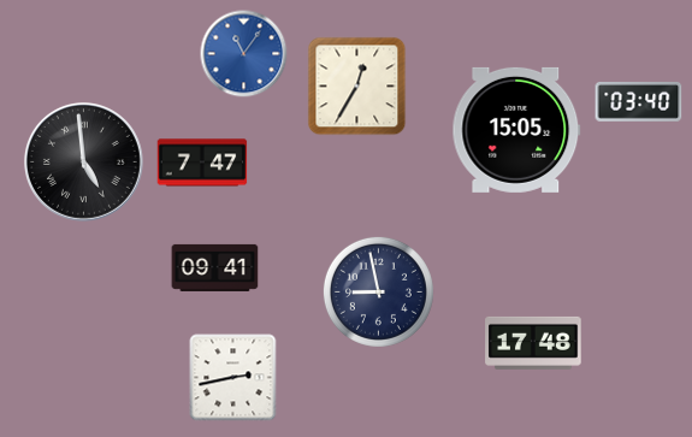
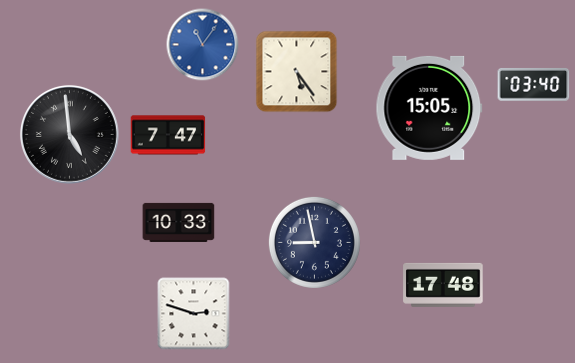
clock at (357, 87): 12:35 -> 5:24
clock at (639, 101) position: (639, 101) -> (534, 84)
clock at (215, 267): 09:41 -> 10:33
clock at (233, 378): 2:43 -> 2:48
